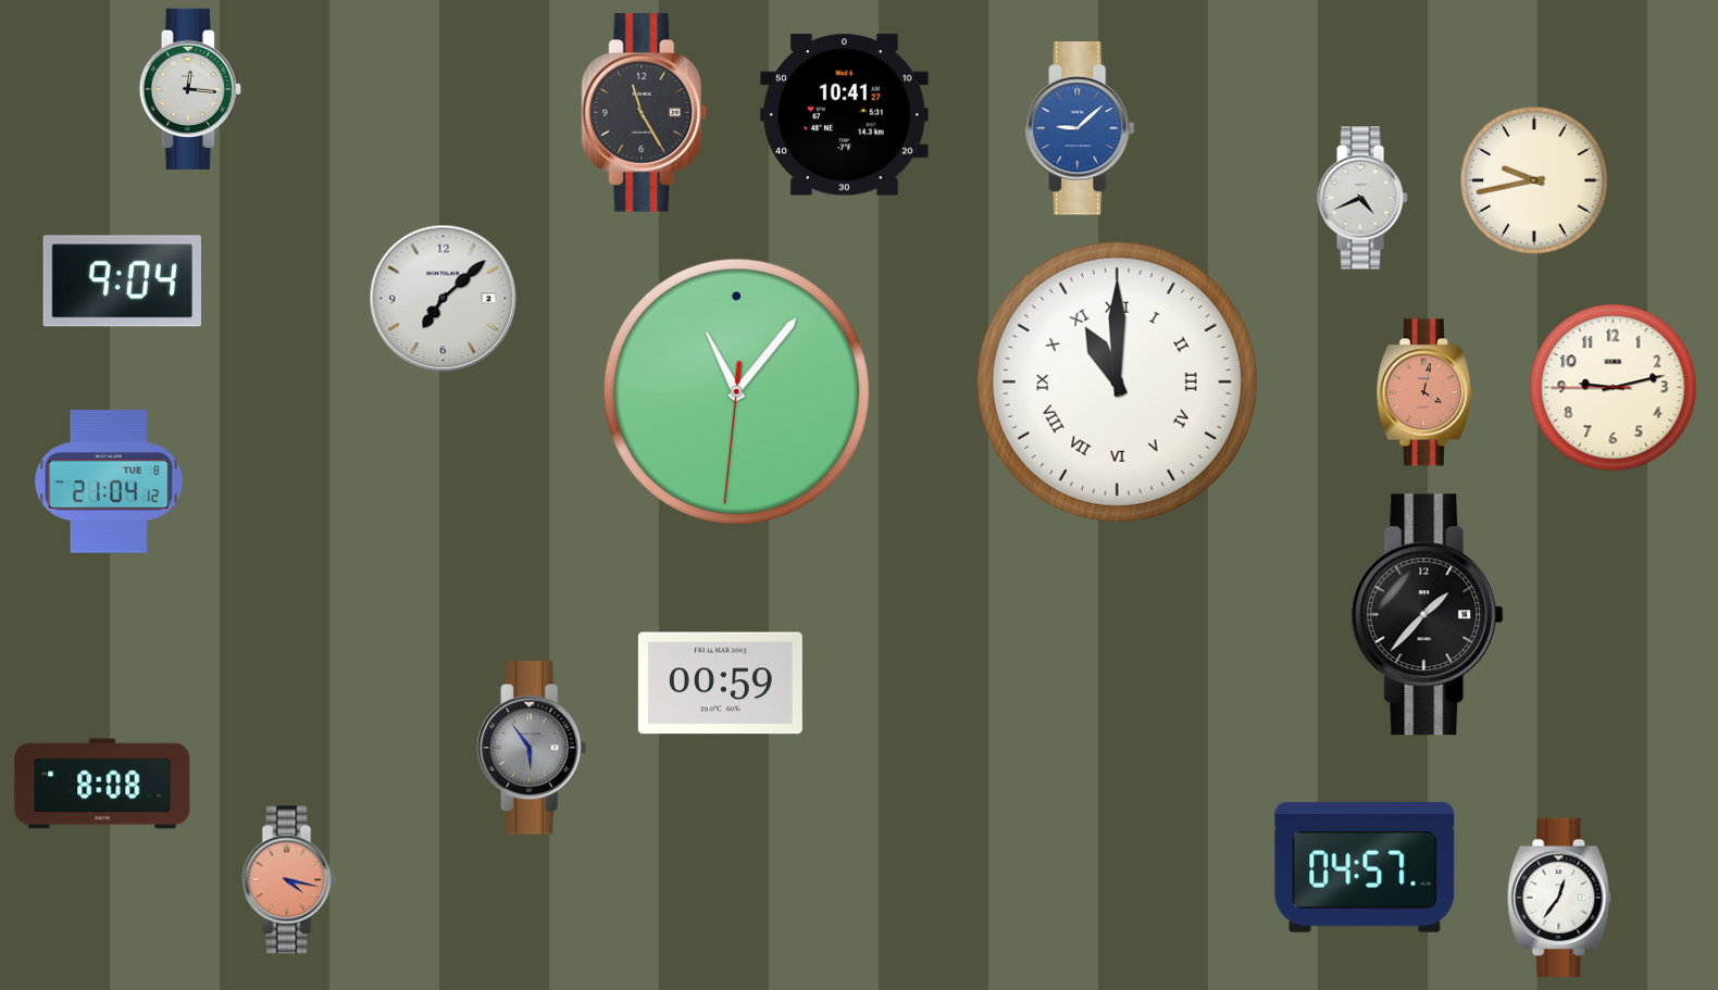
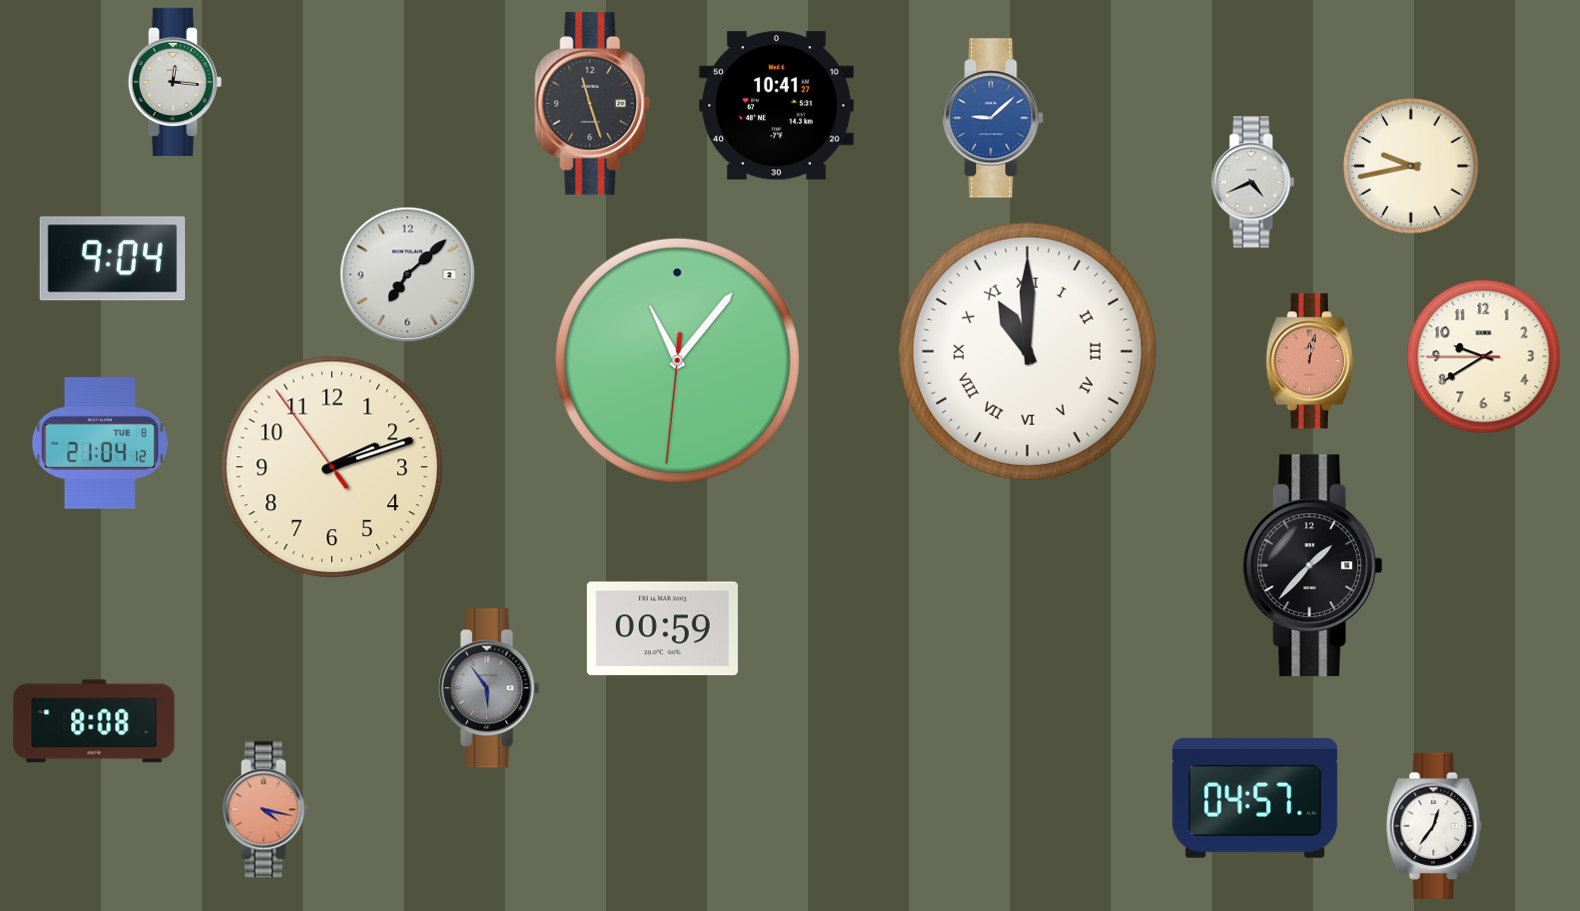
clock at (645, 113): 11:25 -> 11:27
clock at (1614, 388): 9:12 -> 9:39
clock at (1424, 392): 4:02 -> 12:02
clock at (332, 467): none -> 2:11
